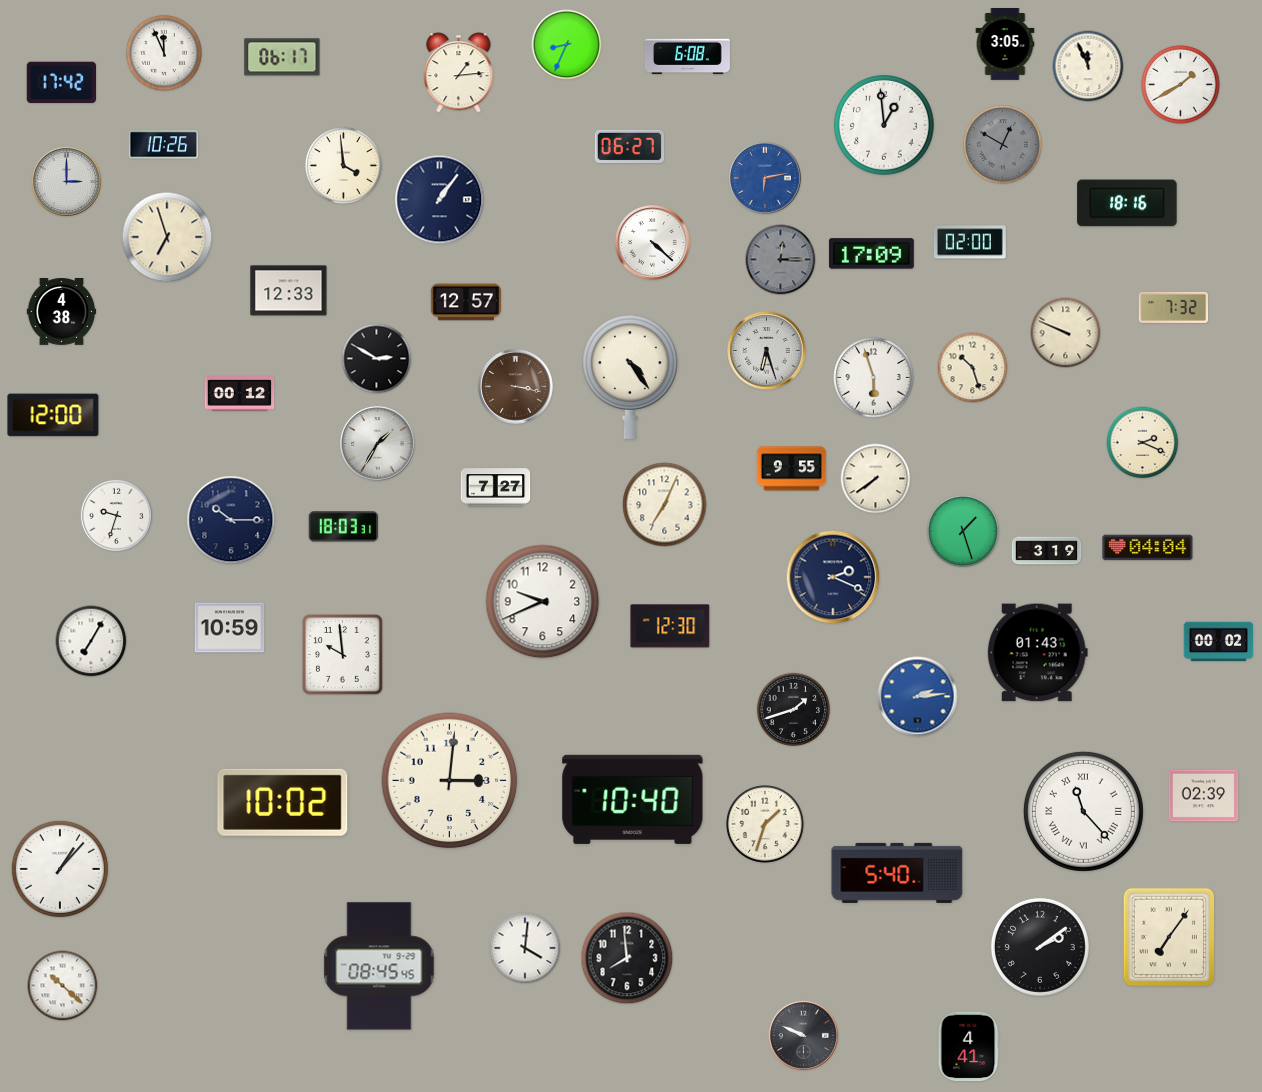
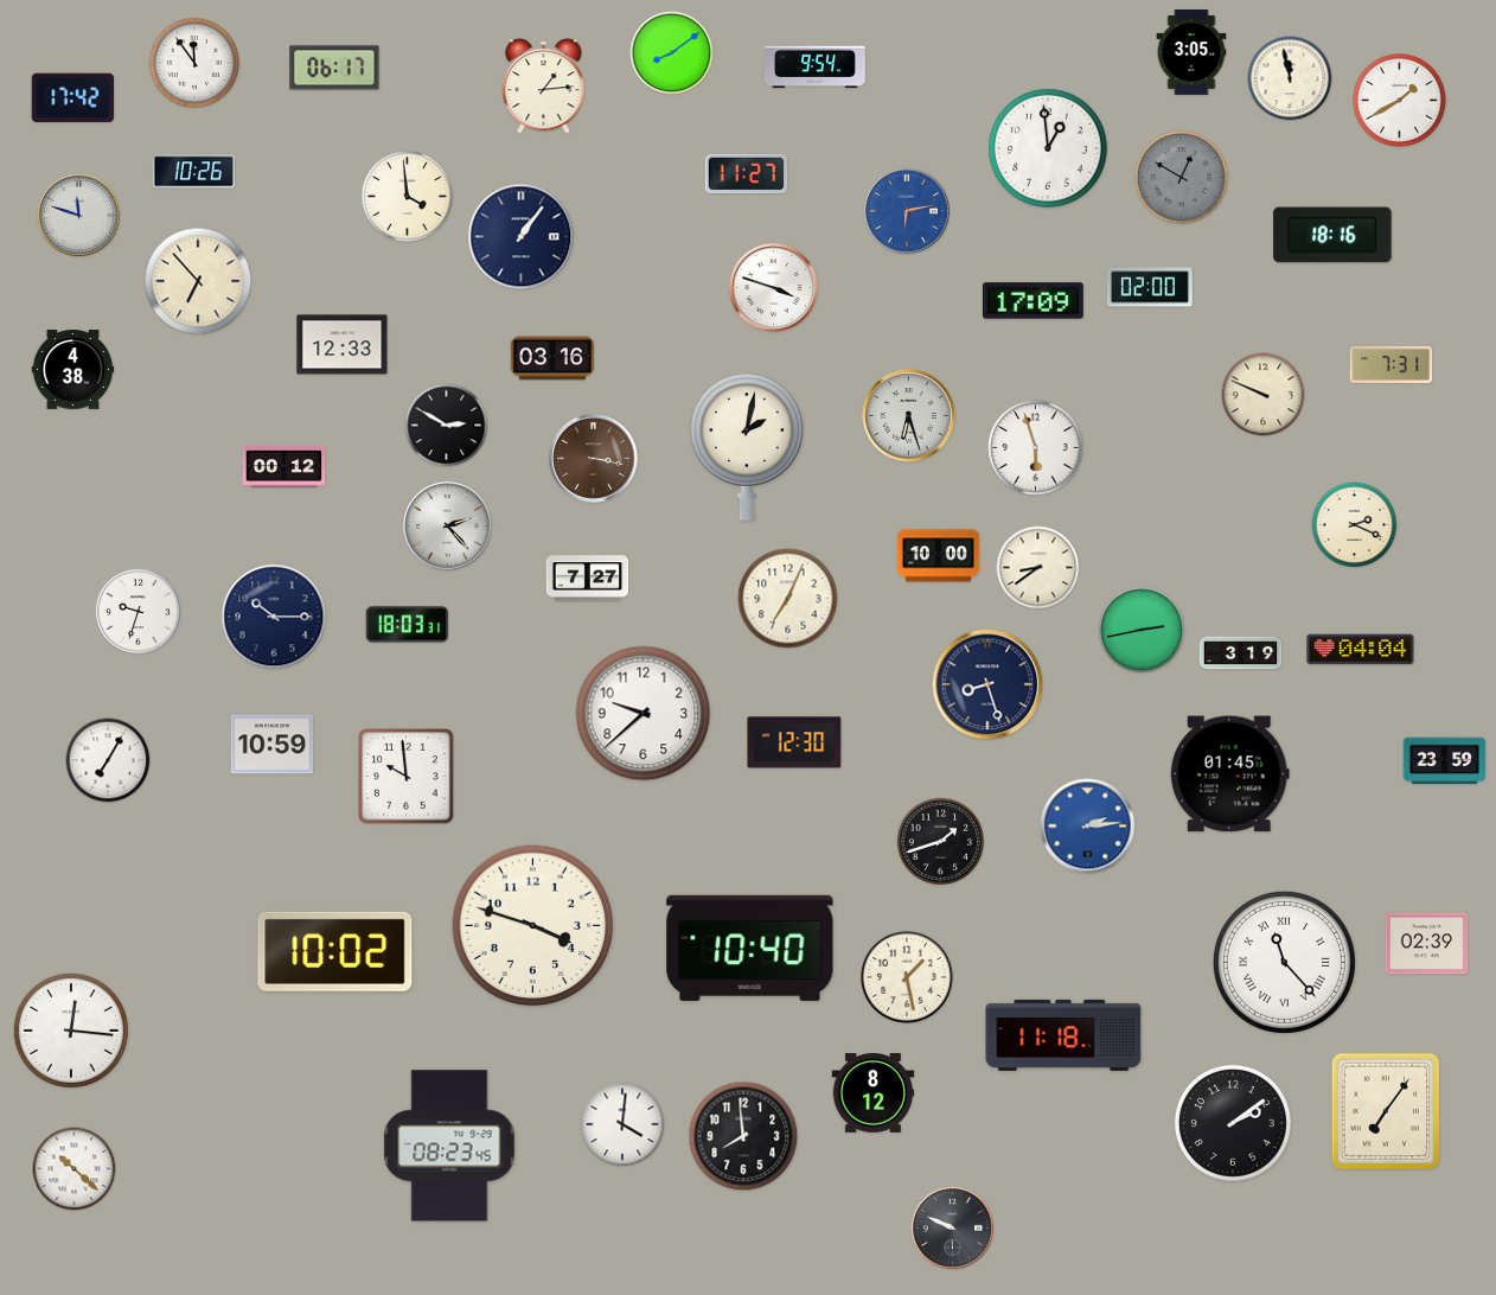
clock at (567, 45): 8:34 -> 8:09
clock at (164, 53): 11:56 -> 11:54
clock at (687, 57): 6:08 -> 9:54
clock at (1088, 66): 11:56 -> 11:58
clock at (1003, 145) position: (1003, 145) -> (1182, 178)
clock at (630, 146): 06:27 -> 11:27
clock at (66, 181): 3:00 -> 11:48
clock at (1127, 203) position: (1127, 203) -> (1332, 235)
clock at (167, 237): 6:57 -> 6:53
clock at (653, 243): 4:22 -> 3:48
clock at (781, 260): 12:15 -> none
clock at (465, 302): 12:57 -> 03:16
clock at (1174, 307): 7:32 -> 7:31
clock at (973, 368): 10:27 -> none
clock at (630, 377): 4:24 -> 2:02
clock at (516, 387) position: (516, 387) -> (594, 459)
clock at (53, 415): 12:00 -> none
clock at (378, 444): 1:35 -> 2:23
clock at (792, 469): 9:55 -> 10:00
clock at (876, 479): 7:39 -> 8:39
clock at (963, 531): 1:27 -> 2:43
clock at (833, 577): 2:19 -> 8:27
clock at (543, 602): 9:41 -> 9:38
clock at (1219, 642): 00:02 -> 23:59
clock at (1037, 653): 01:43 -> 01:45
clock at (450, 781): 3:01 -> 3:48
clock at (766, 825): 1:33 -> 1:28
clock at (60, 869): 1:07 -> 12:16
clock at (897, 873): 5:40 -> 11:18
clock at (874, 1093): none -> 8:12
clock at (379, 966): 08:45 -> 08:23
clock at (968, 1047): 4:41 -> none
